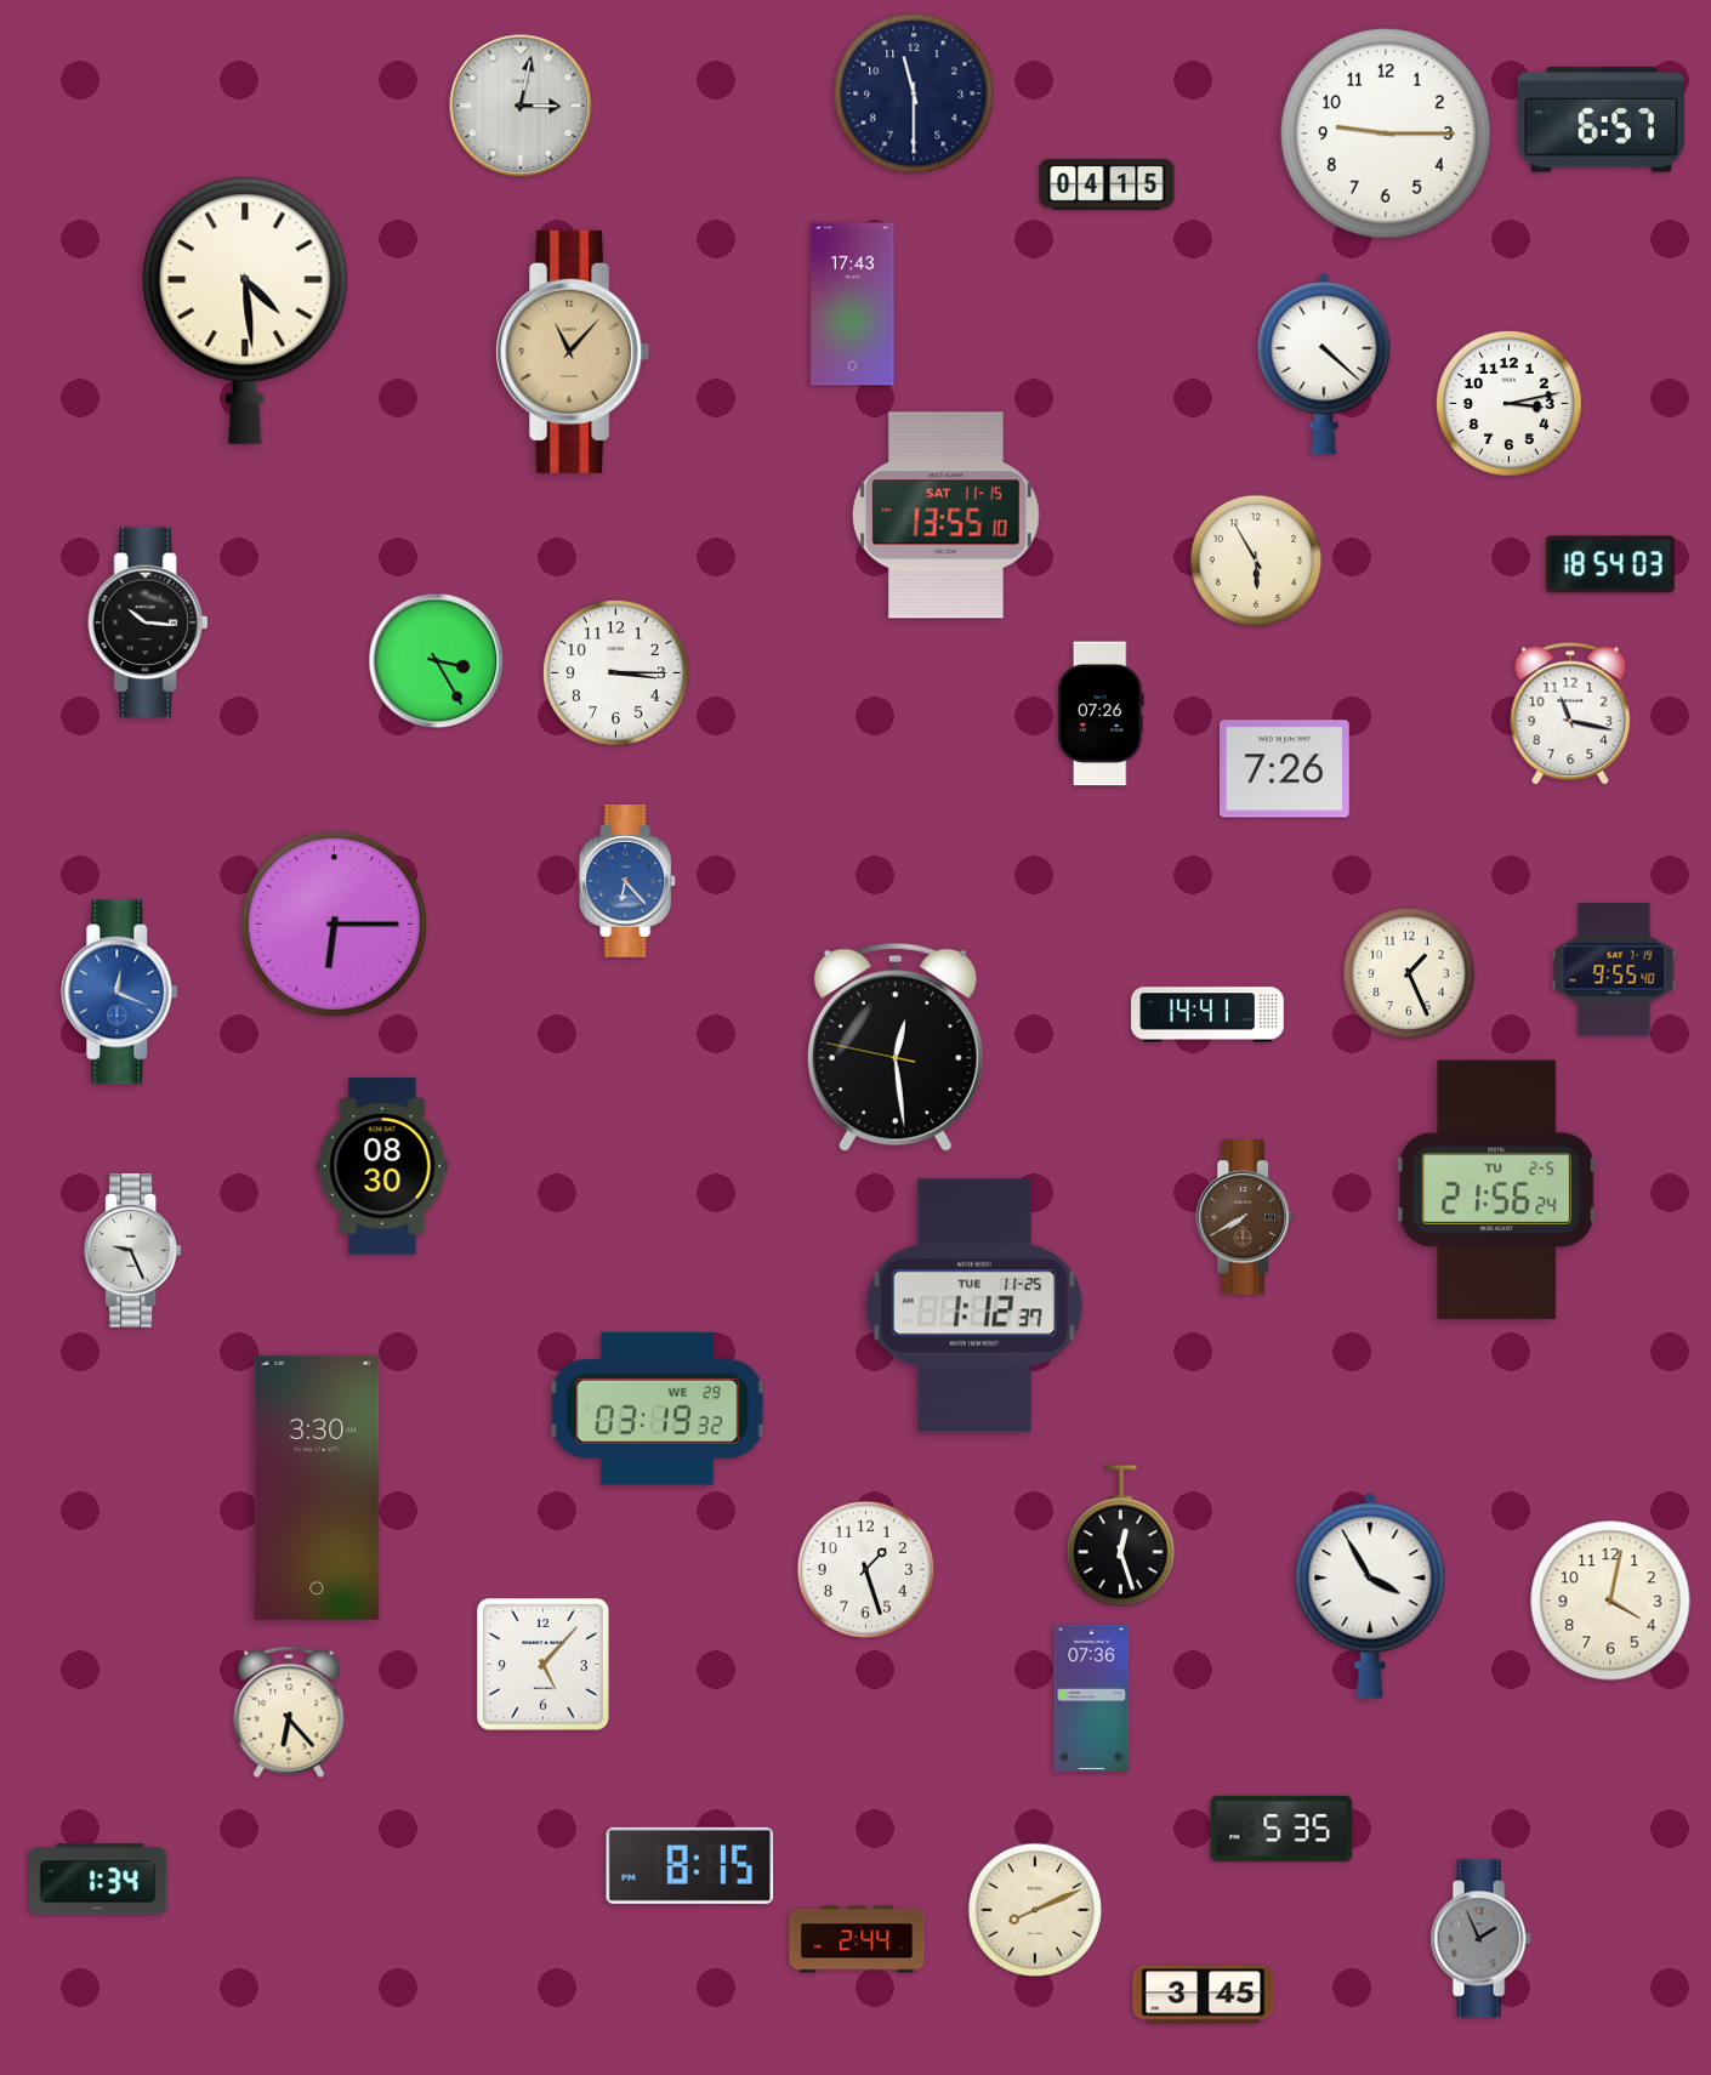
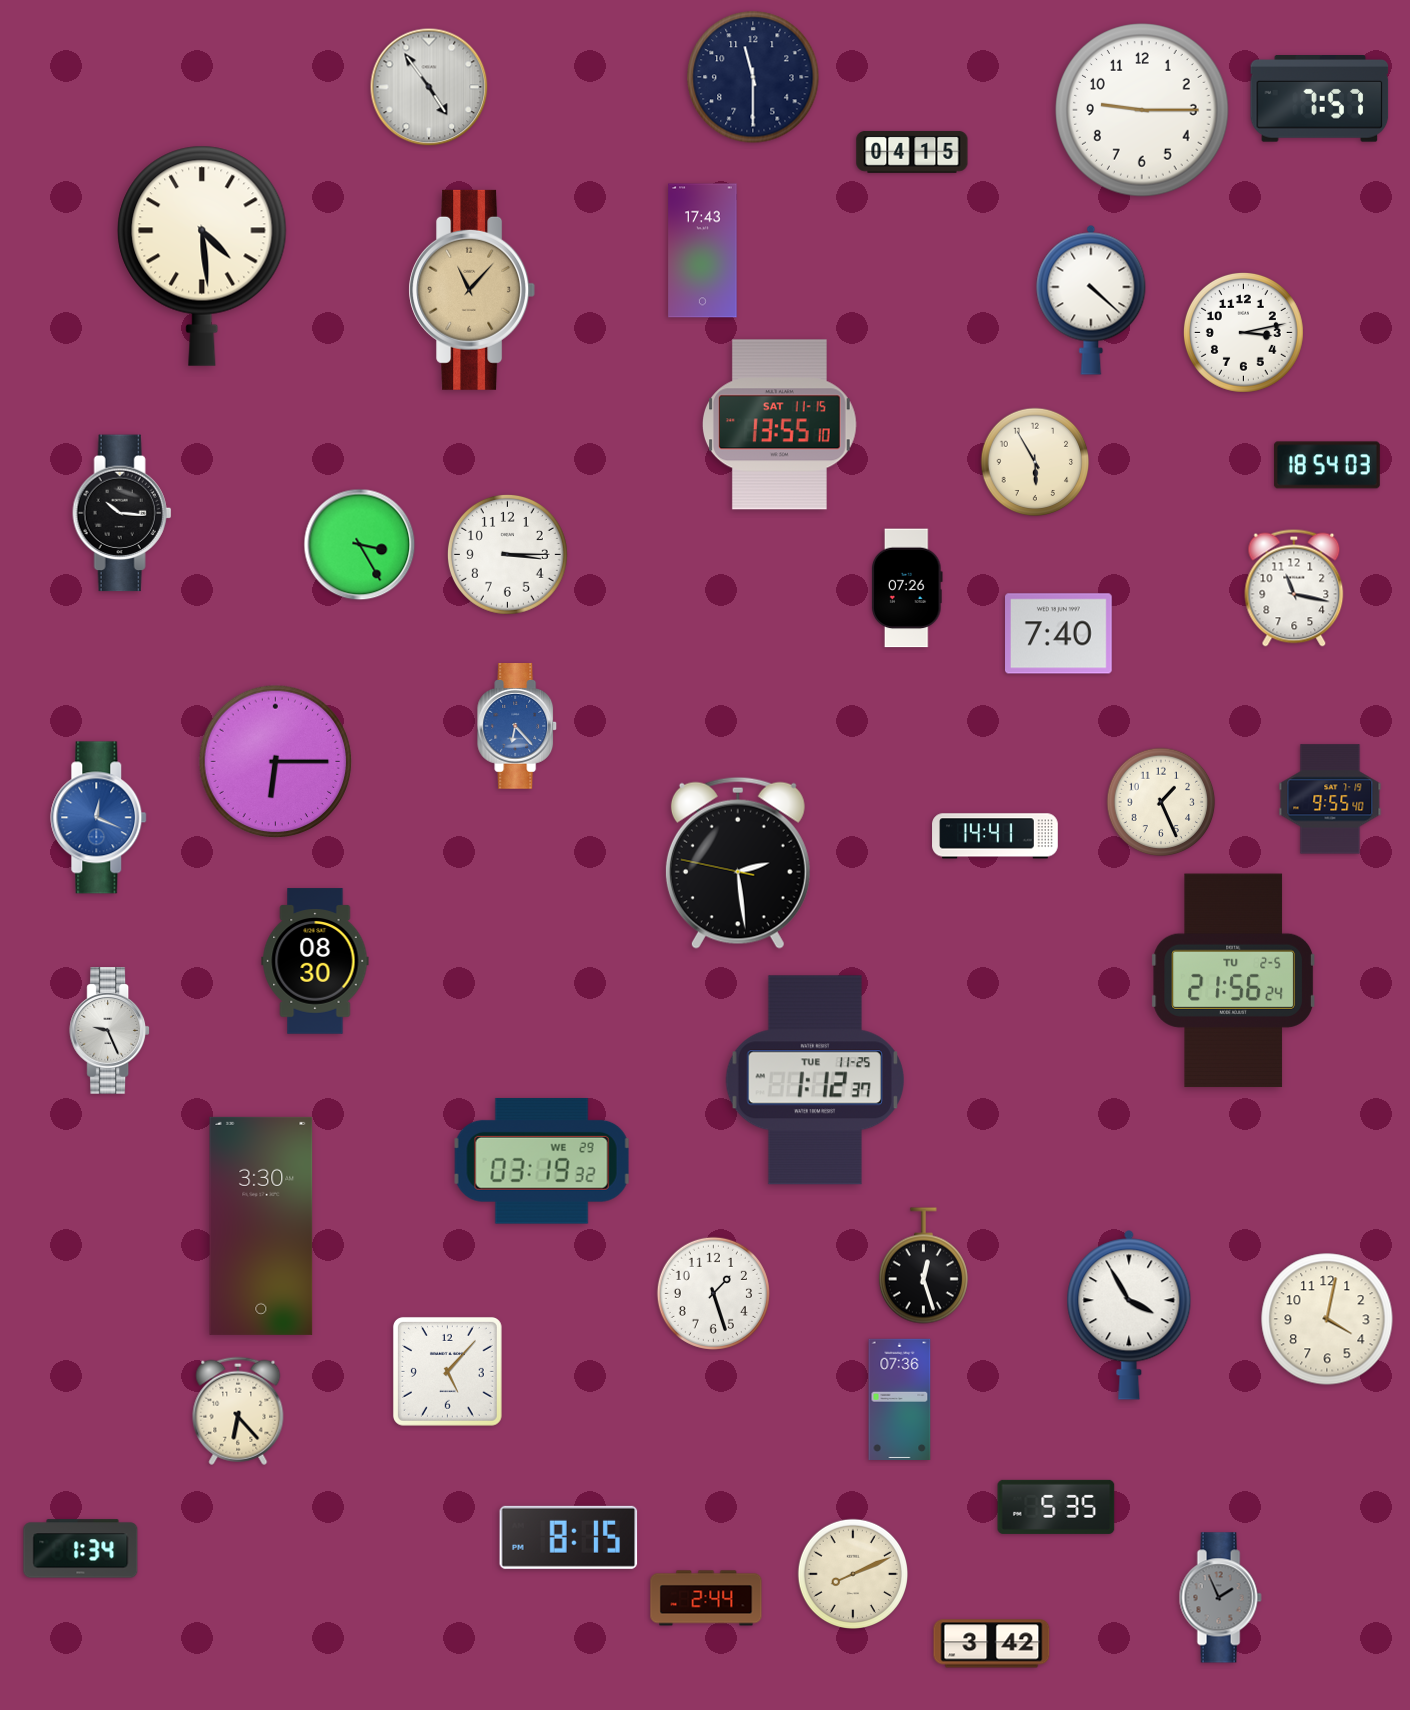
clock at (521, 106): 3:02 -> 4:54
clock at (1602, 120): 6:57 -> 7:57
clock at (1285, 769): 7:26 -> 7:40
clock at (896, 1047): 12:28 -> 2:28
clock at (1245, 1217): 7:40 -> none
clock at (974, 1306) position: (974, 1306) -> (815, 1080)
clock at (1204, 1995): 3:45 -> 3:42
